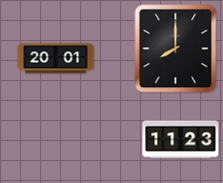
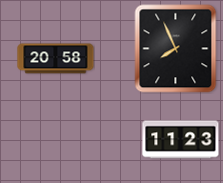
clock at (176, 49): 8:00 -> 7:56
clock at (56, 59): 20:01 -> 20:58
